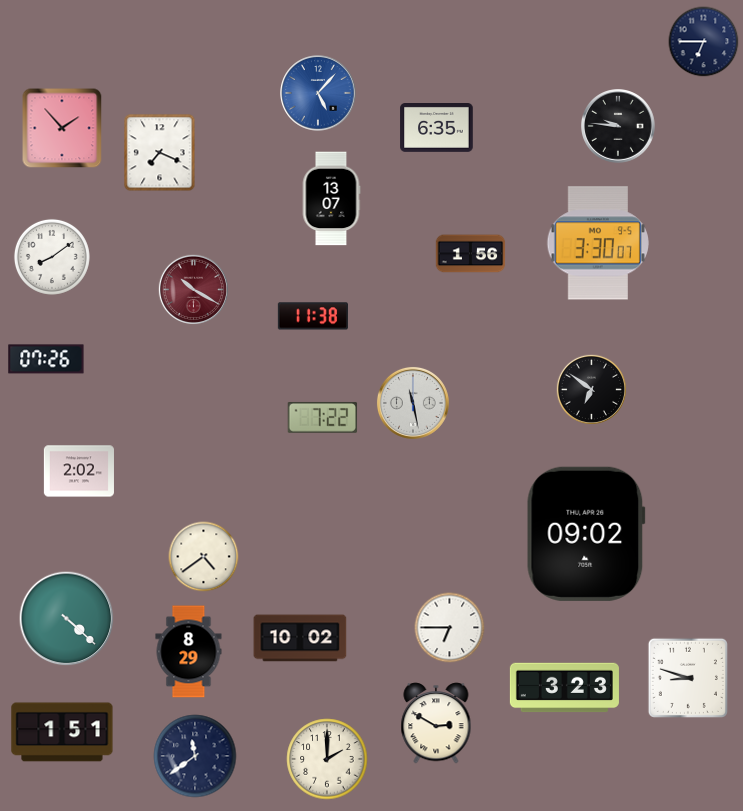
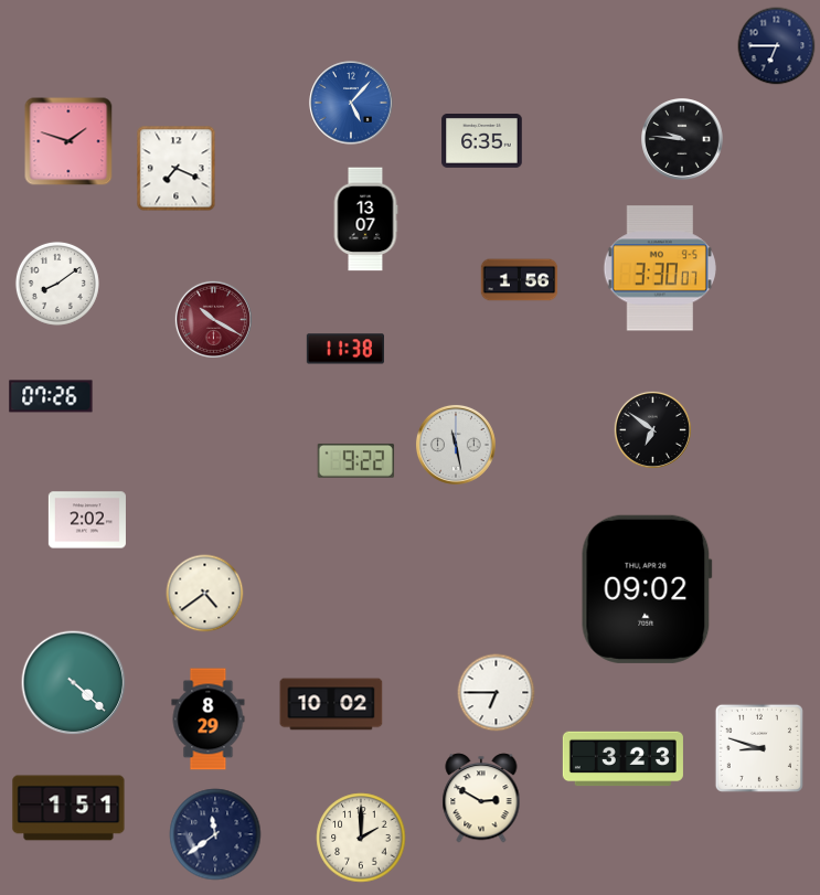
clock at (62, 128): 1:53 -> 1:48
clock at (323, 418): 7:22 -> 9:22
clock at (204, 557) position: (204, 557) -> (205, 594)
